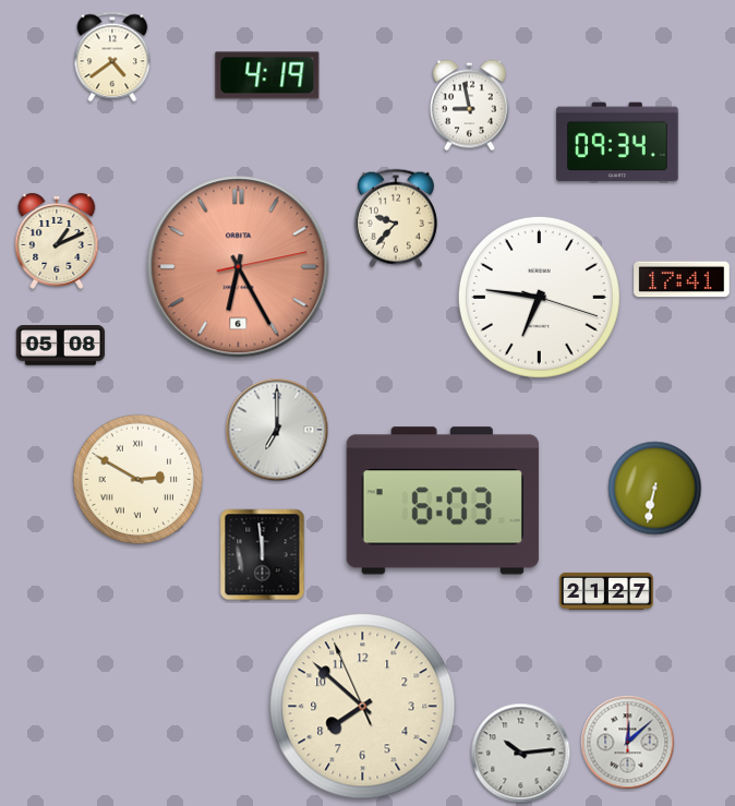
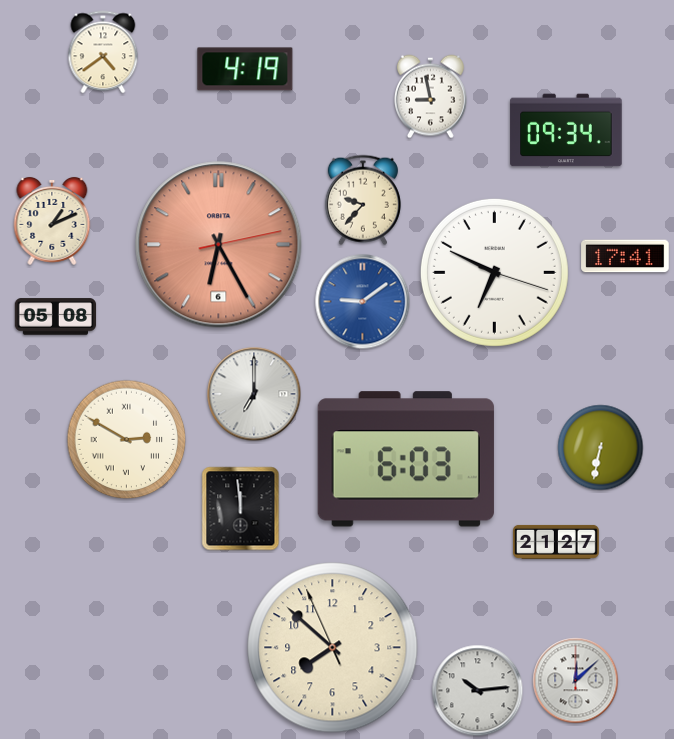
clock at (539, 297): 6:46 -> 6:49
clock at (363, 302): none -> 9:09
